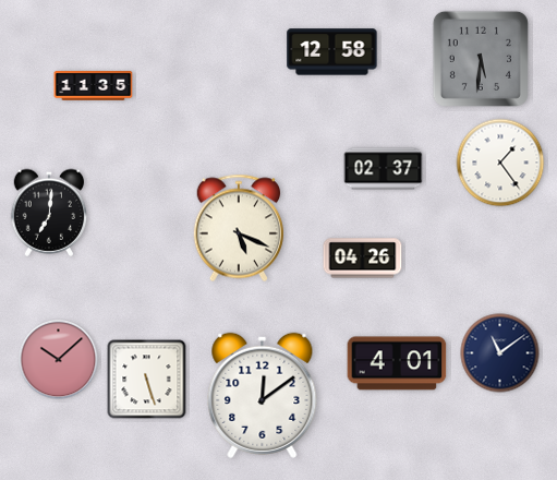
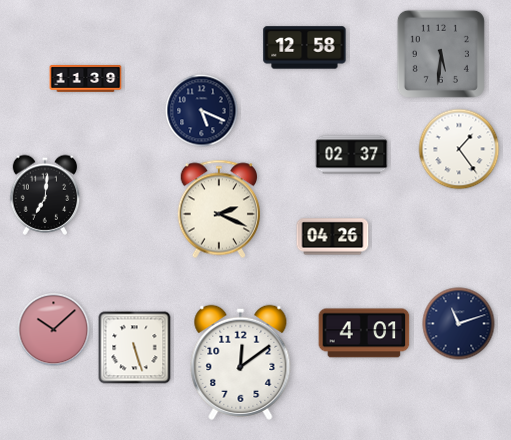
clock at (94, 86): 11:35 -> 11:39
clock at (202, 111): none -> 5:19
clock at (238, 228): 5:19 -> 2:19
clock at (500, 353): 11:09 -> 11:12
